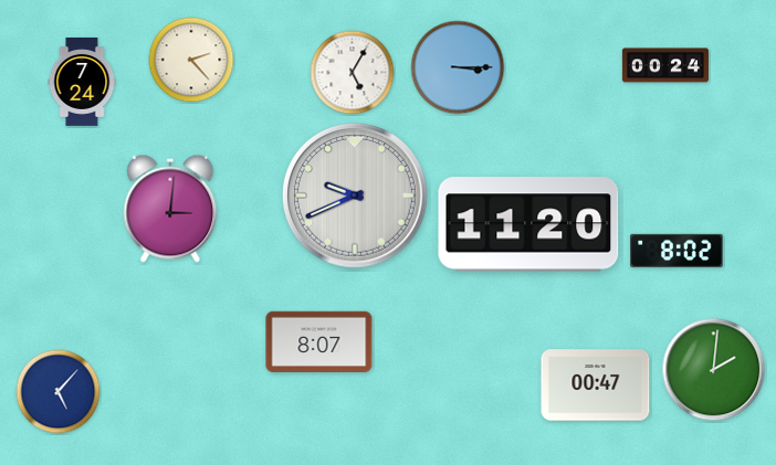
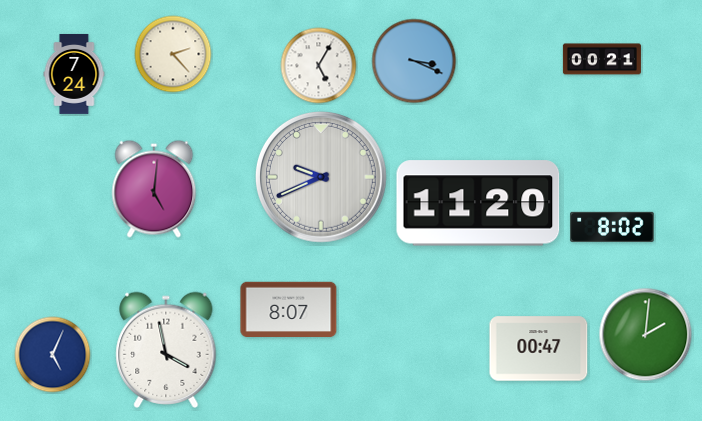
clock at (665, 65): 00:24 -> 00:21
clock at (458, 67): 3:15 -> 3:19
clock at (170, 209): 3:01 -> 5:01
clock at (166, 350): none -> 3:58
clock at (59, 392): 5:07 -> 5:04
